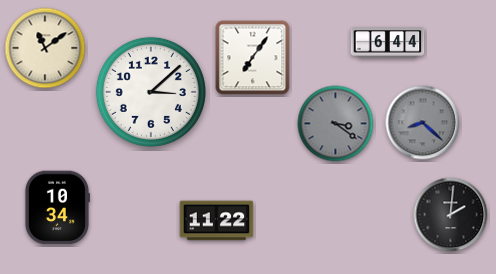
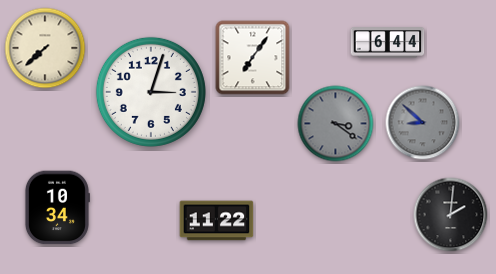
clock at (45, 48): 11:09 -> 7:38
clock at (151, 92): 3:08 -> 3:03
clock at (423, 123): 8:22 -> 8:52
